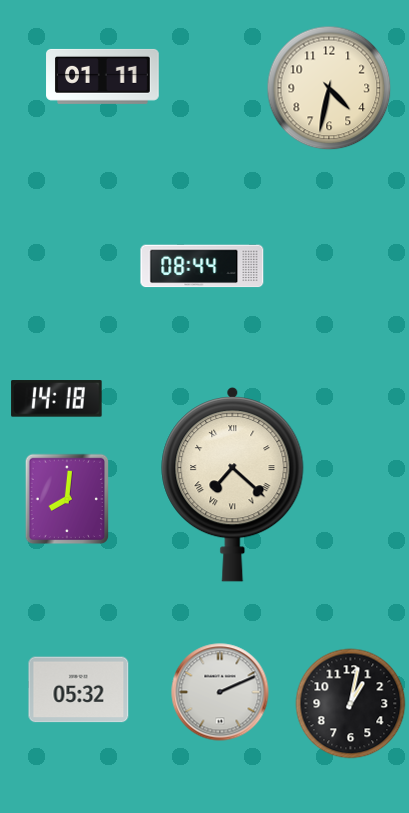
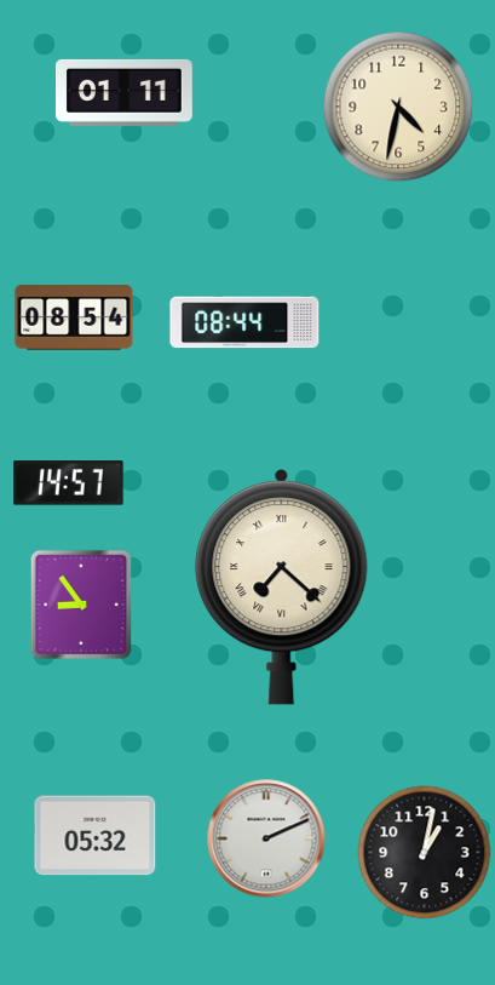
clock at (74, 317): none -> 08:54
clock at (57, 399): 14:18 -> 14:57
clock at (67, 499): 8:01 -> 8:54
